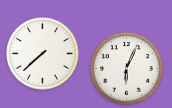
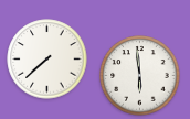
clock at (127, 69): 6:04 -> 5:59
